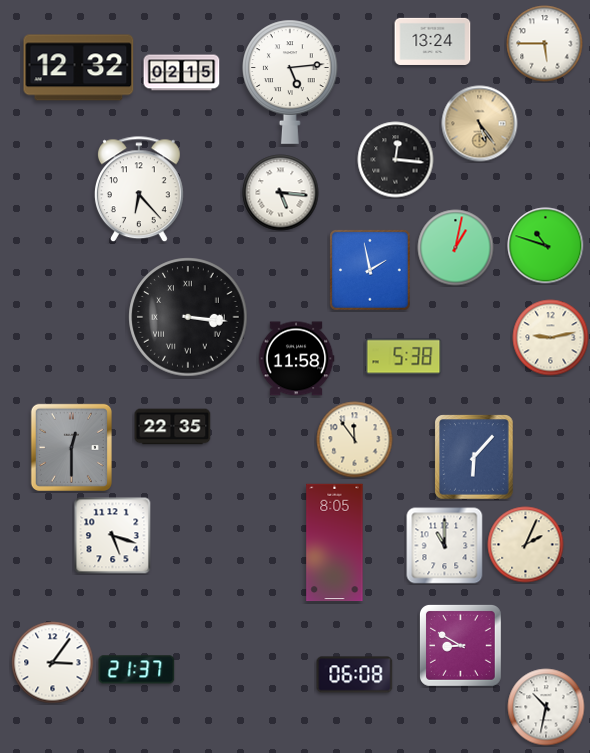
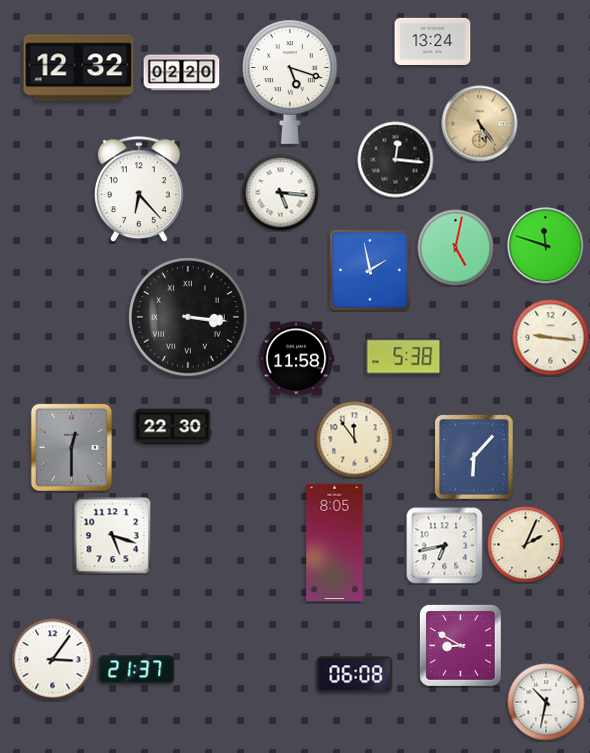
clock at (545, 44): 5:45 -> none
clock at (182, 73): 02:15 -> 02:20
clock at (291, 82): 5:14 -> 5:18
clock at (546, 246): 10:48 -> 11:48
clock at (456, 248): 1:02 -> 5:02
clock at (551, 338): 9:13 -> 9:16
clock at (173, 427): 22:35 -> 22:30
clock at (445, 546): 11:00 -> 6:43
clock at (53, 663) position: (53, 663) -> (53, 660)
clock at (546, 707) position: (546, 707) -> (546, 702)
